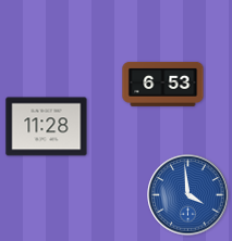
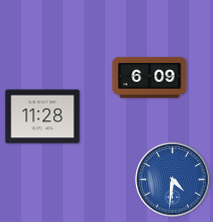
clock at (163, 84): 6:53 -> 6:09
clock at (188, 195): 3:59 -> 4:31
